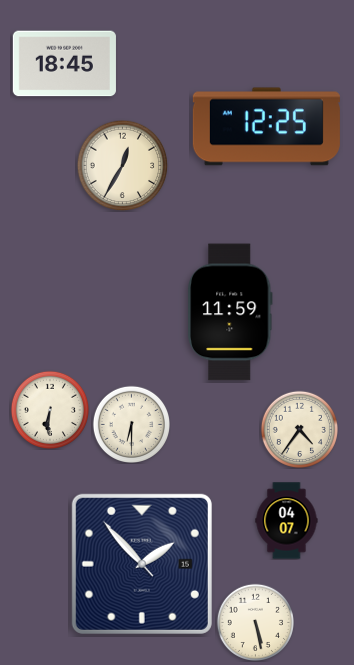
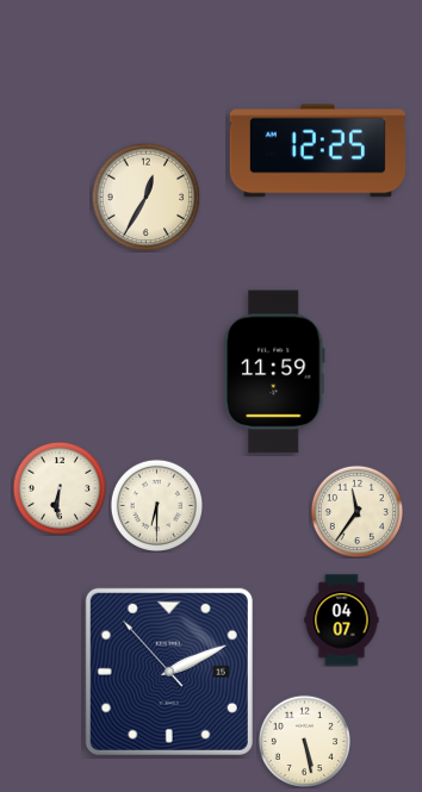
clock at (64, 64): 18:45 -> none
clock at (299, 429): 4:36 -> 11:36
clock at (142, 564): 1:52 -> 2:10
